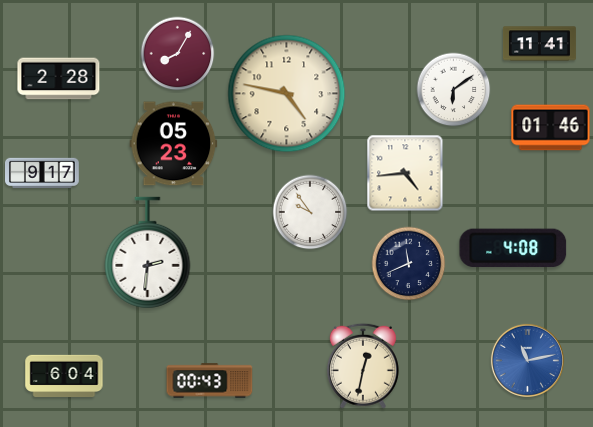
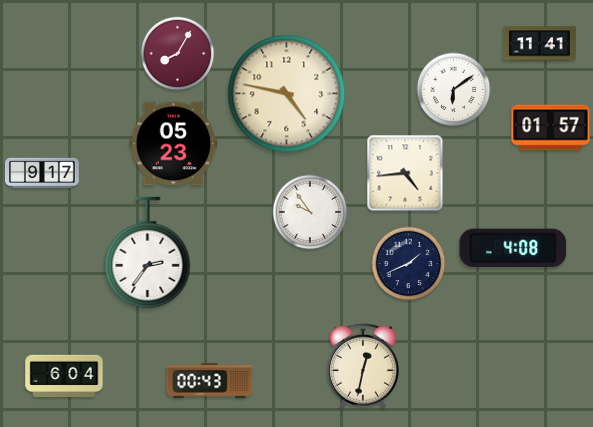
clock at (59, 79): 2:28 -> none
clock at (551, 128): 01:46 -> 01:57
clock at (148, 253): 2:31 -> 2:36
clock at (409, 264): 11:41 -> 1:41
clock at (527, 360): 11:13 -> none
